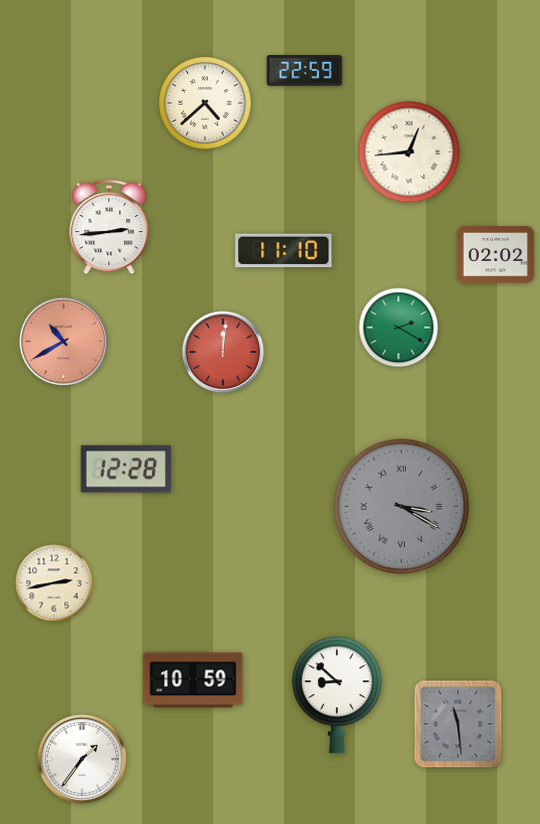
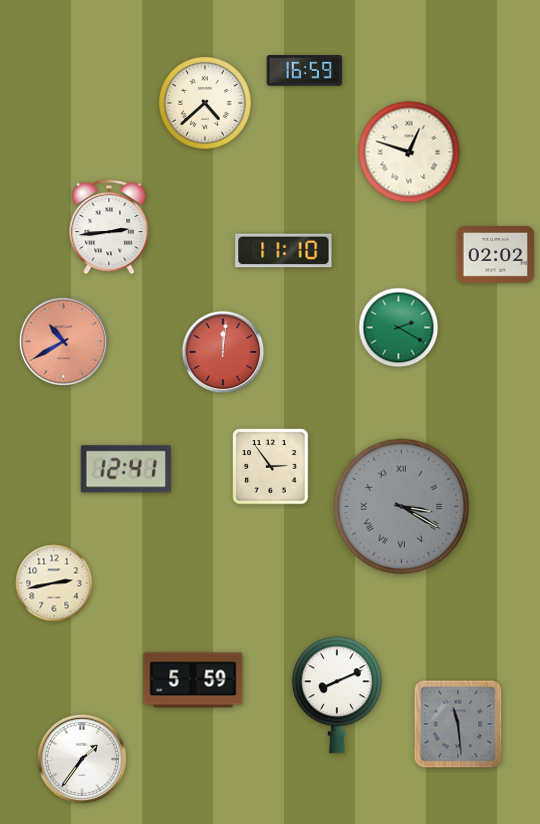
clock at (305, 71): 22:59 -> 16:59
clock at (409, 152): 12:44 -> 12:48
clock at (271, 467): none -> 2:54
clock at (125, 469): 12:28 -> 12:41
clock at (193, 680): 10:59 -> 5:59
clock at (337, 695): 8:52 -> 8:11
